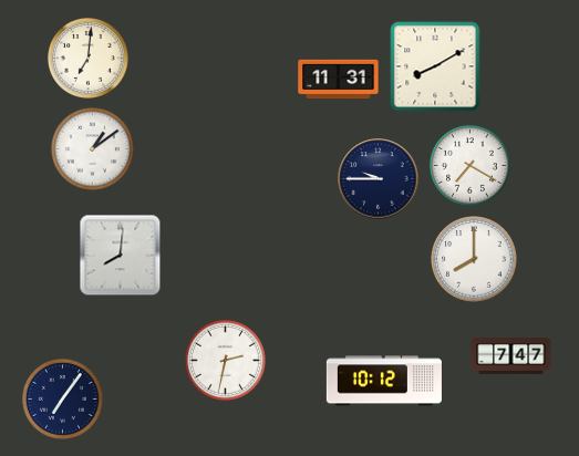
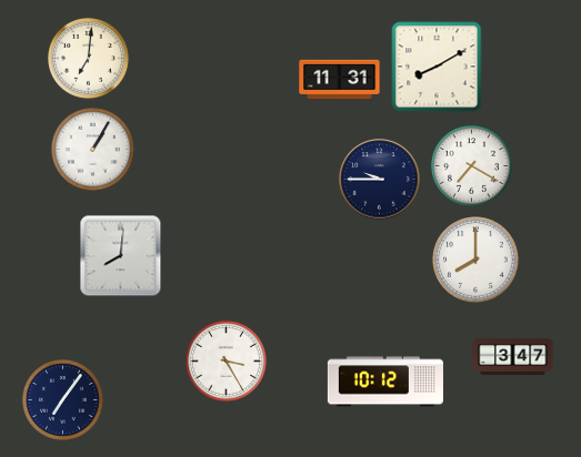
clock at (93, 149): 1:09 -> 1:05
clock at (511, 356): 7:47 -> 3:47
clock at (225, 360): 2:32 -> 3:25
